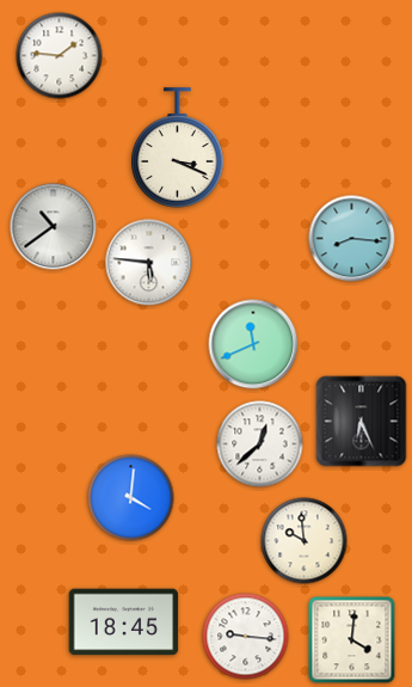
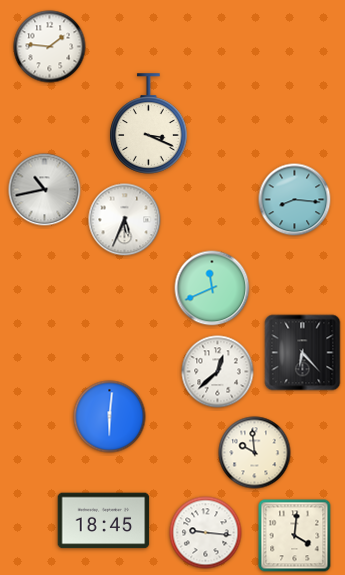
clock at (54, 227): 10:39 -> 10:43
clock at (149, 263): 5:46 -> 5:34
clock at (362, 422): 6:26 -> 6:23
clock at (131, 498): 4:01 -> 6:01
